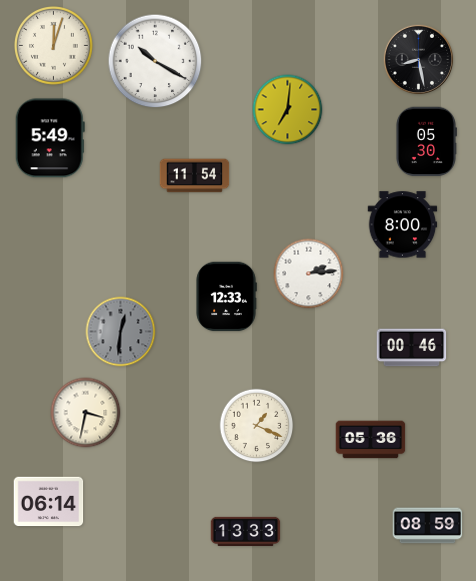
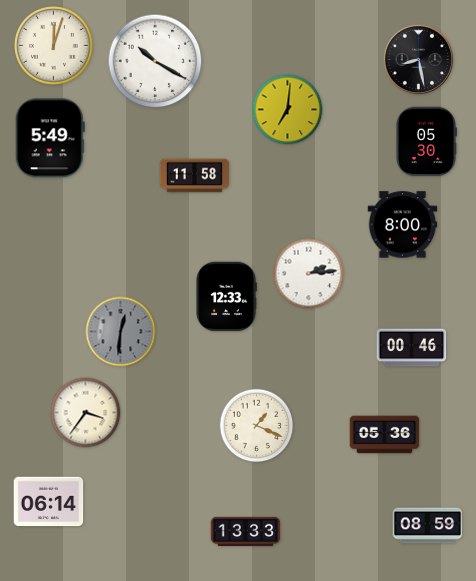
clock at (195, 176): 11:54 -> 11:58
clock at (86, 413): 3:32 -> 3:36
clock at (371, 440) position: (371, 440) -> (385, 435)
